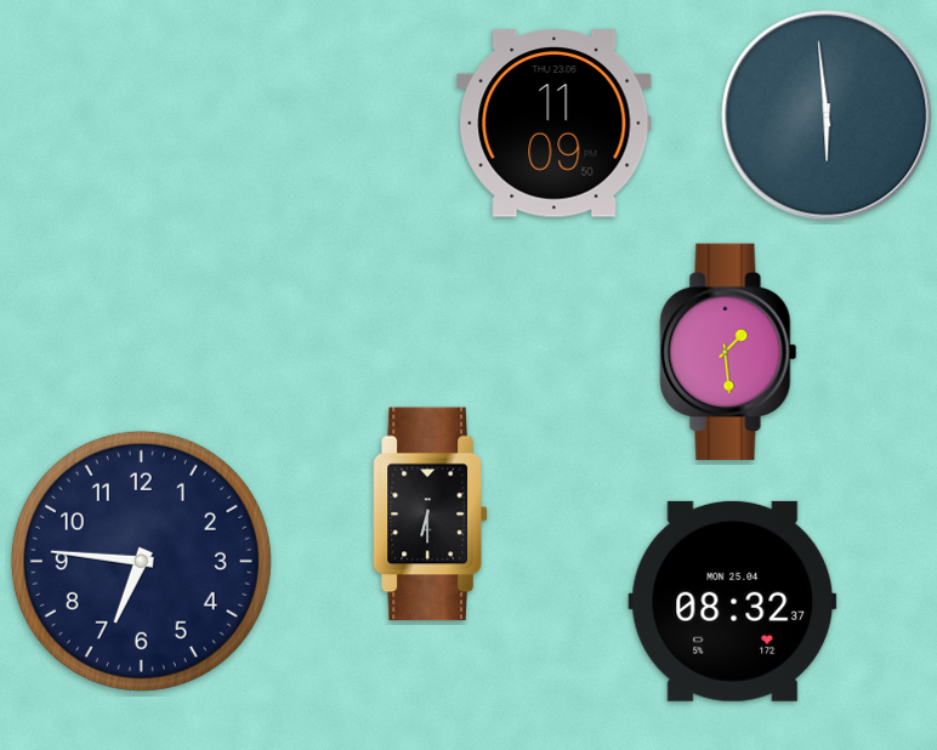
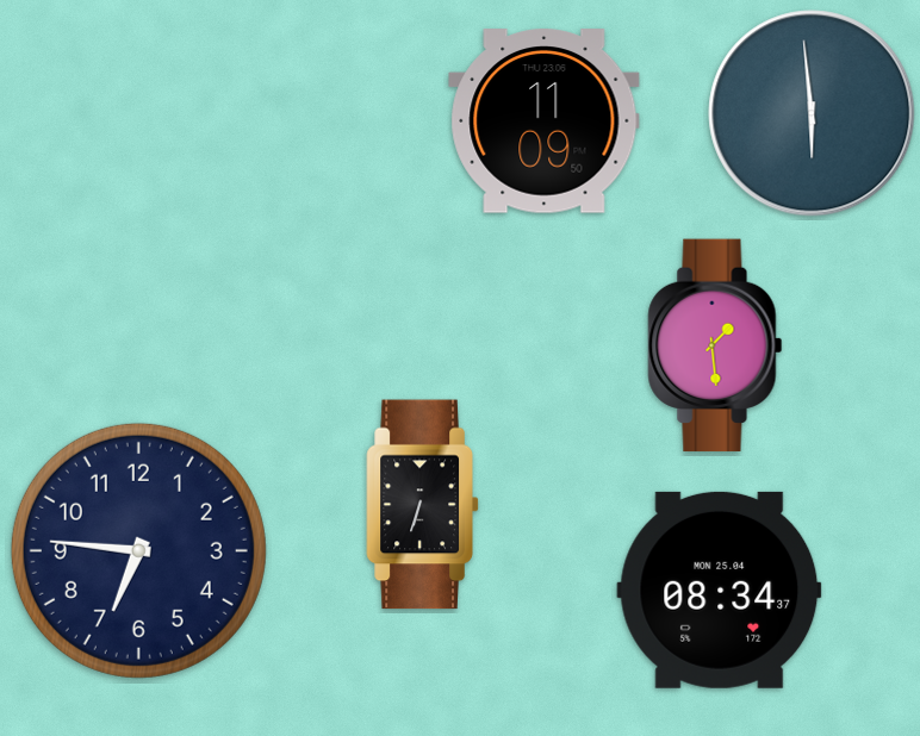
clock at (431, 515): 6:30 -> 6:33
clock at (733, 601): 08:32 -> 08:34
